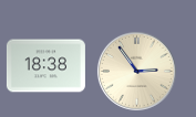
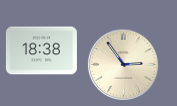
clock at (45, 66) position: (45, 66) -> (41, 51)
